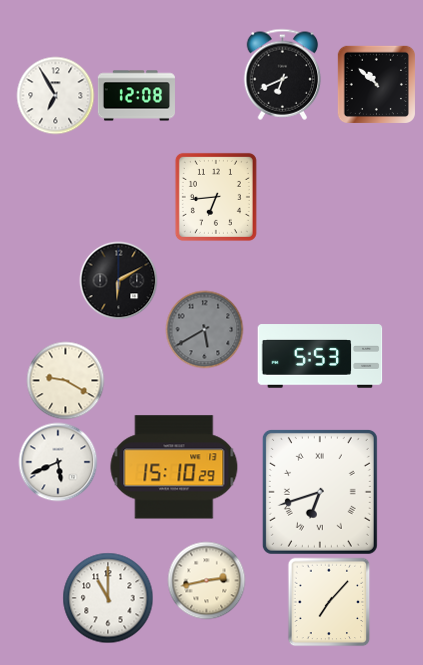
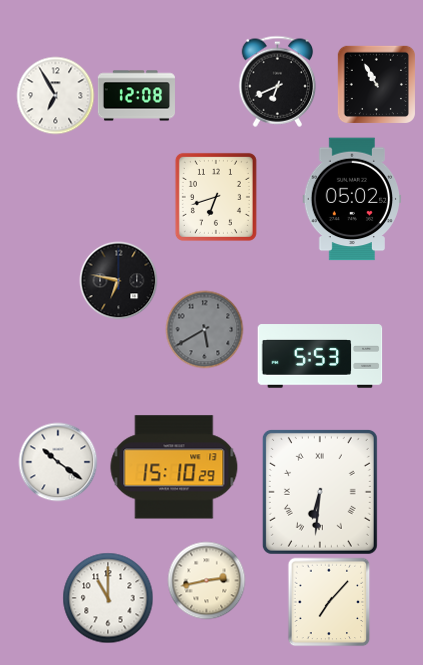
clock at (283, 74) position: (283, 74) -> (278, 81)
clock at (376, 84): 10:52 -> 10:55
clock at (216, 197): 6:44 -> 6:42
clock at (352, 199): none -> 05:02
clock at (118, 280): 6:10 -> 6:47
clock at (65, 380): 9:20 -> none
clock at (58, 462): 5:41 -> 10:21
clock at (320, 492): 6:42 -> 6:31
